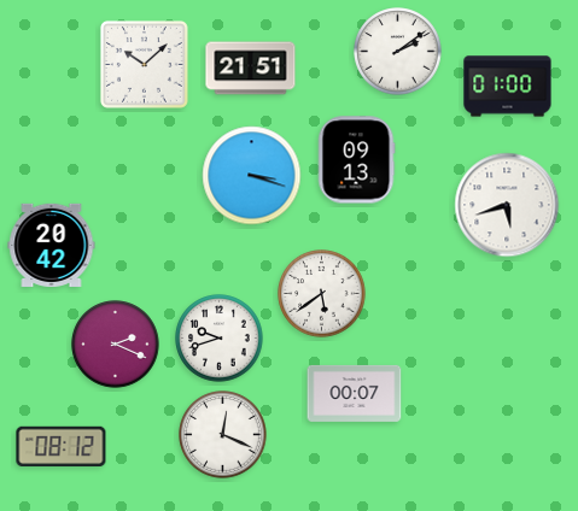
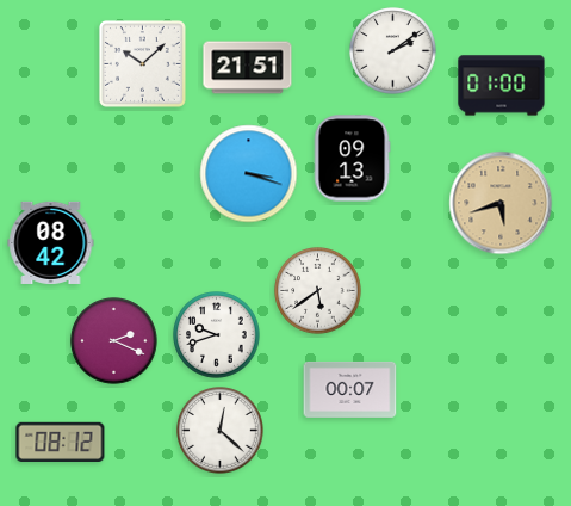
clock at (507, 205) dial: white -> champagne
clock at (52, 245): 20:42 -> 08:42
clock at (223, 435): 12:19 -> 12:22
